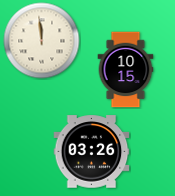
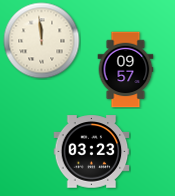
clock at (126, 70): 10:15 -> 09:57
clock at (92, 152): 03:26 -> 03:23
